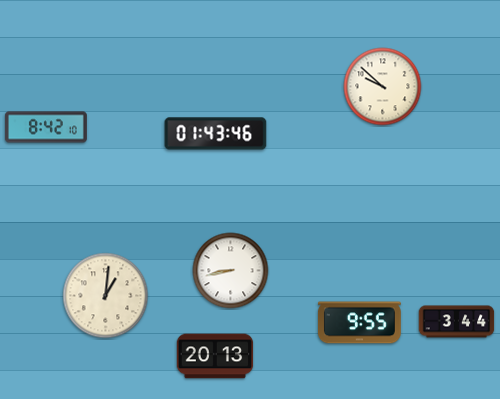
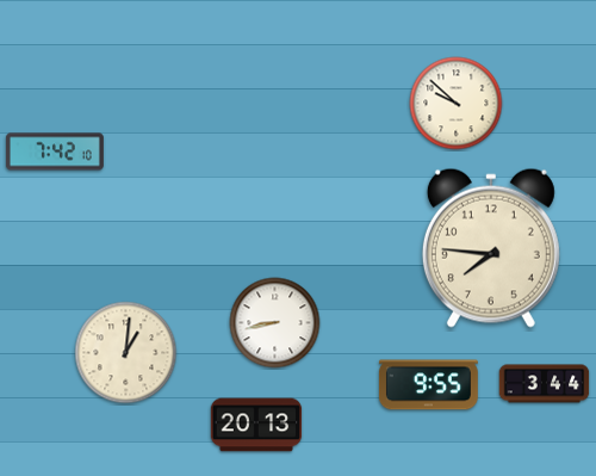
clock at (46, 127): 8:42 -> 7:42
clock at (216, 134): 01:43 -> none
clock at (491, 248): none -> 7:46
